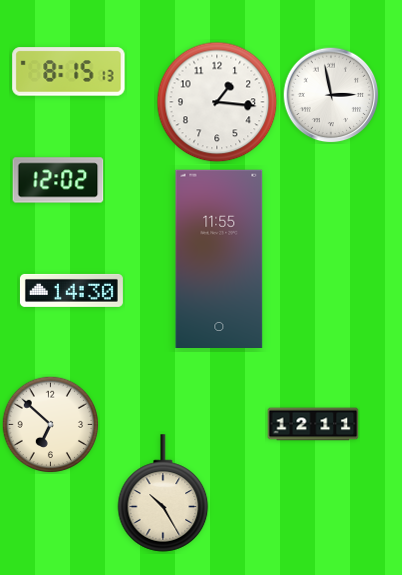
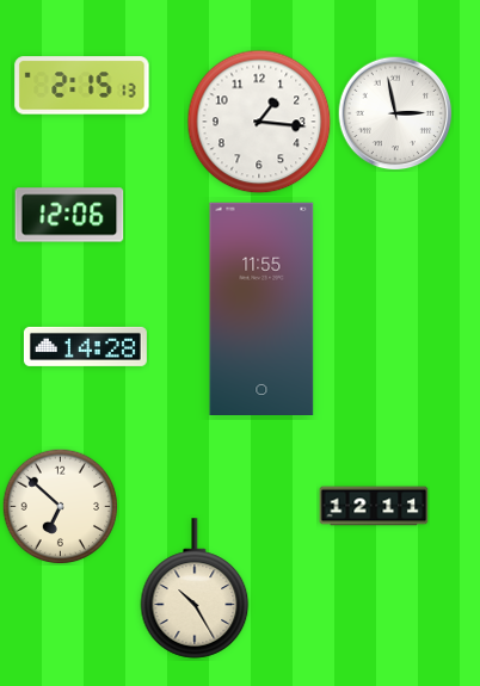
clock at (69, 72): 8:15 -> 2:15
clock at (58, 180): 12:02 -> 12:06
clock at (71, 290): 14:30 -> 14:28
